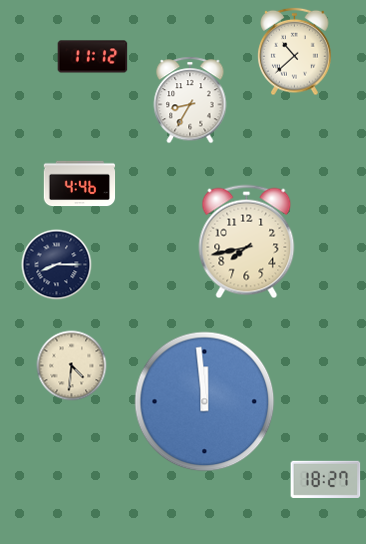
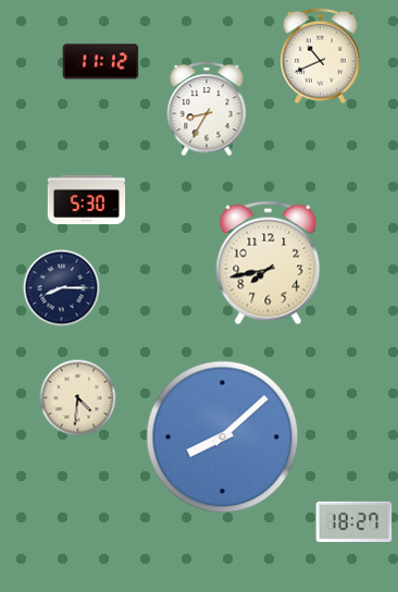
clock at (295, 52): 10:38 -> 10:41
clock at (80, 184): 4:46 -> 5:30
clock at (205, 402): 11:59 -> 8:08
